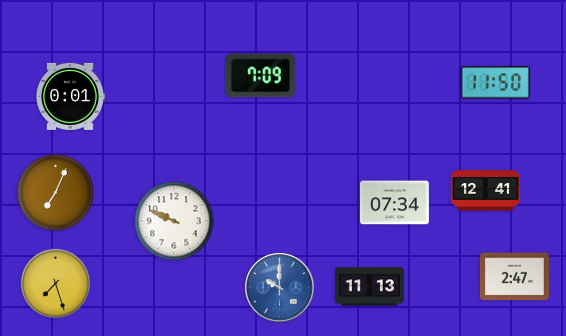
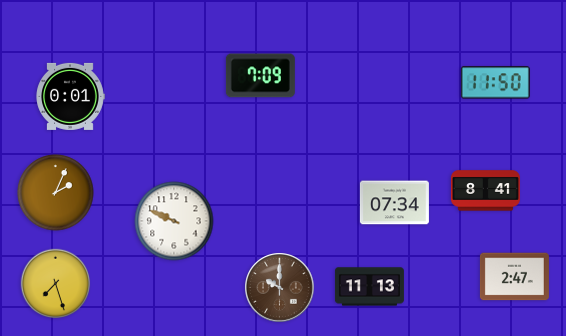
clock at (485, 191): 12:41 -> 8:41
clock at (56, 193): 7:04 -> 2:04
clock at (280, 288) dial: blue -> brown
